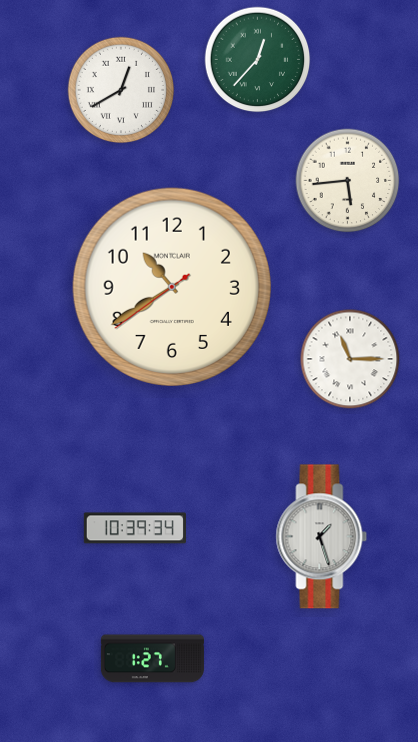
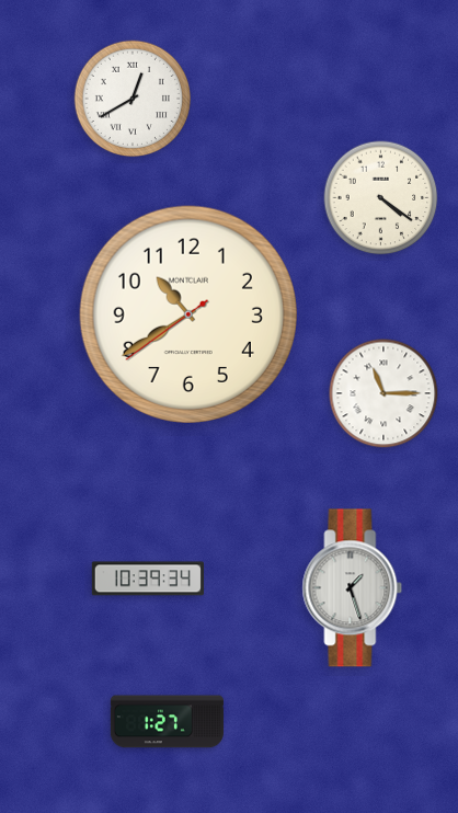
clock at (258, 60): 12:37 -> none
clock at (348, 181): 5:44 -> 4:21
